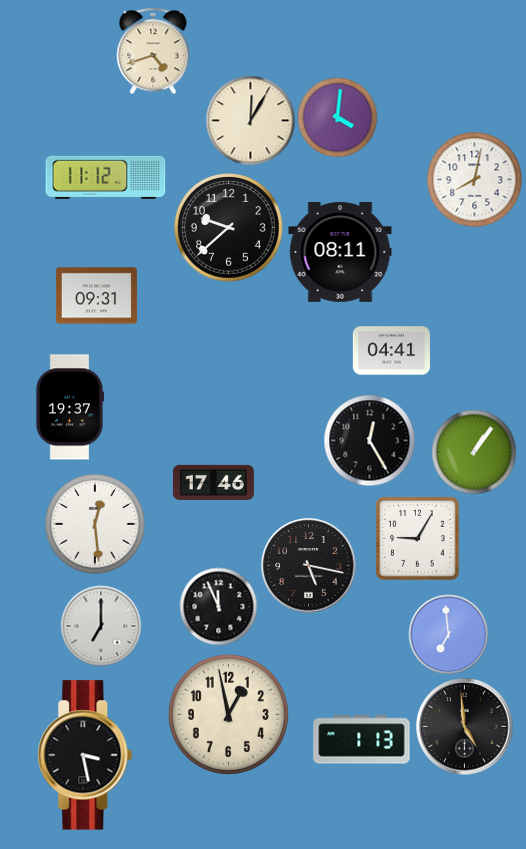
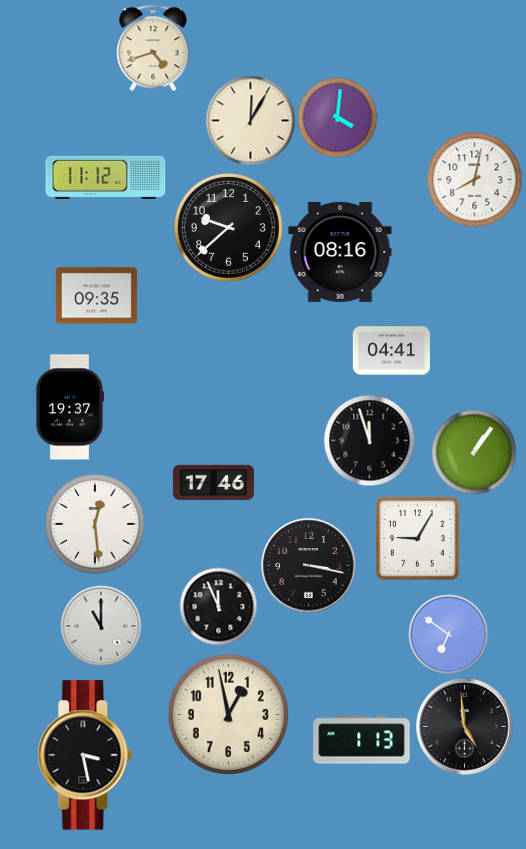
clock at (153, 51) position: (153, 51) -> (153, 48)
clock at (340, 252): 08:11 -> 08:16
clock at (96, 296): 09:31 -> 09:35
clock at (369, 440): 12:25 -> 11:57
clock at (309, 566): 5:17 -> 3:17
clock at (101, 626): 7:00 -> 11:00
clock at (448, 634): 6:59 -> 6:51
